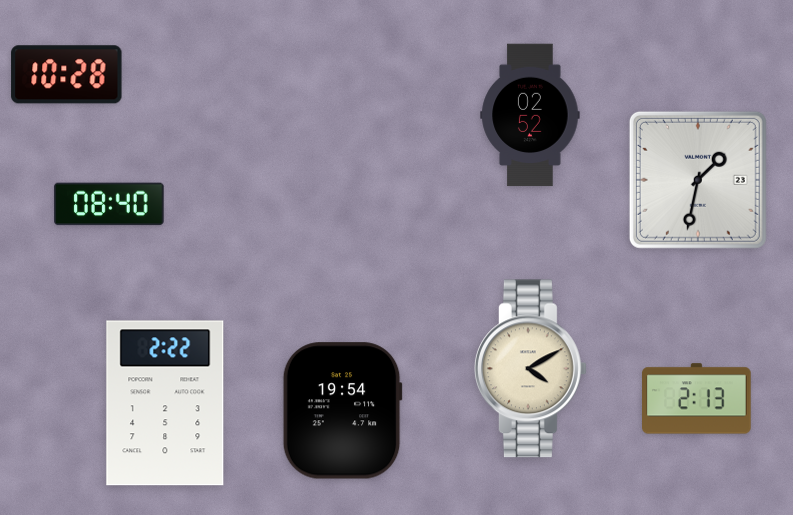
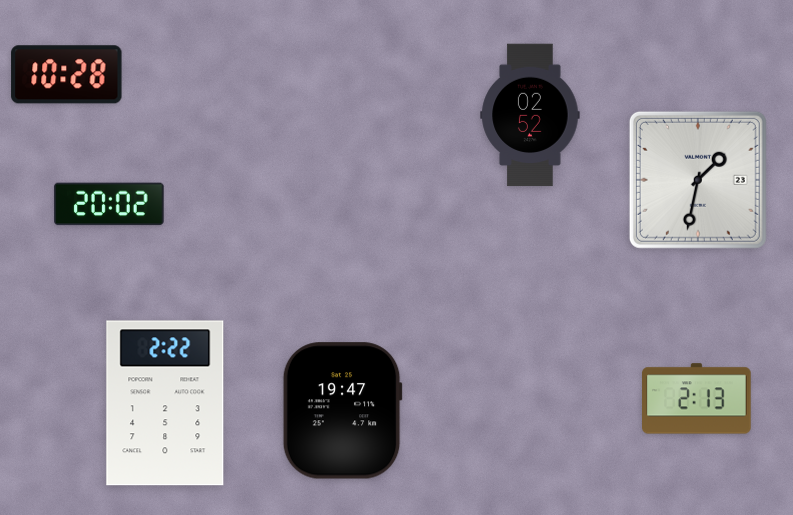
clock at (109, 204): 08:40 -> 20:02
clock at (530, 369): 4:10 -> none
clock at (342, 411): 19:54 -> 19:47
